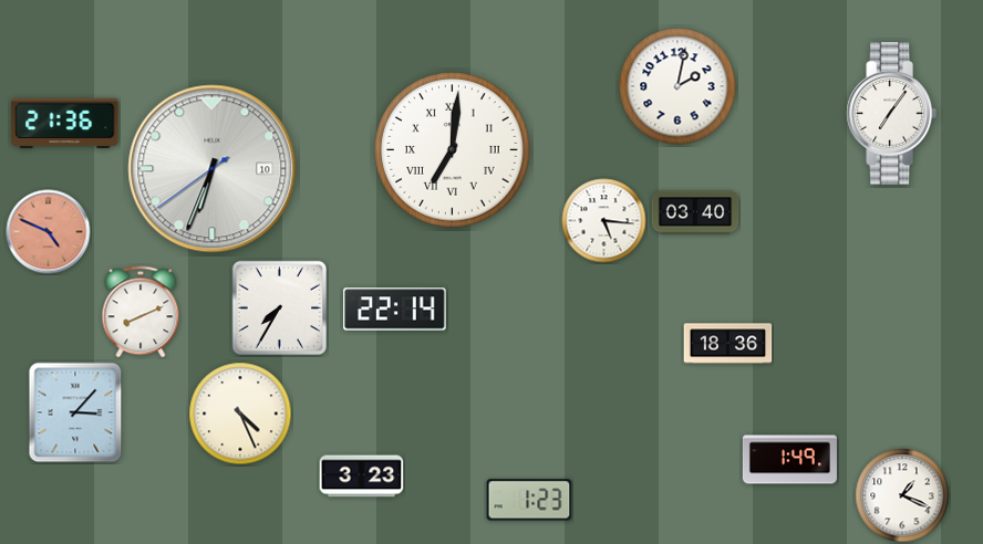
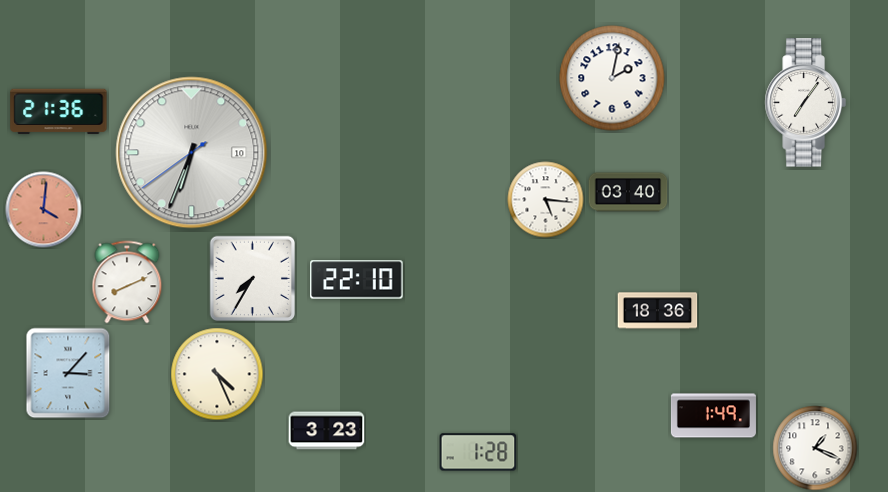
clock at (453, 150): 7:01 -> none
clock at (49, 232): 4:49 -> 4:01
clock at (395, 310): 22:14 -> 22:10
clock at (529, 500): 1:23 -> 1:28
